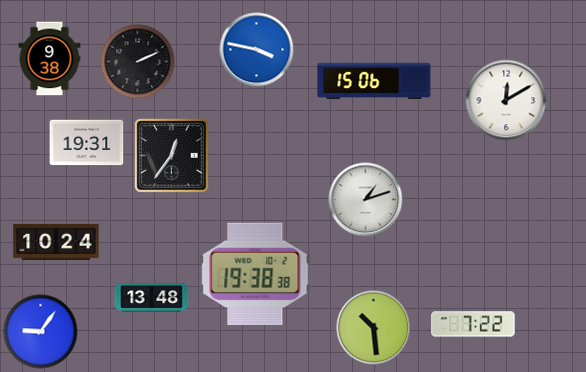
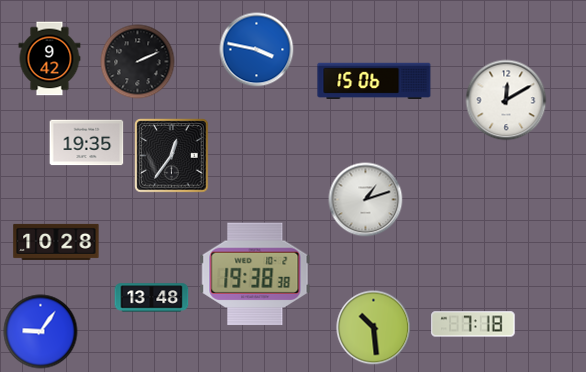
clock at (50, 59): 9:38 -> 9:42
clock at (87, 143): 19:31 -> 19:35
clock at (56, 242): 10:24 -> 10:28
clock at (473, 324): 7:22 -> 7:18
